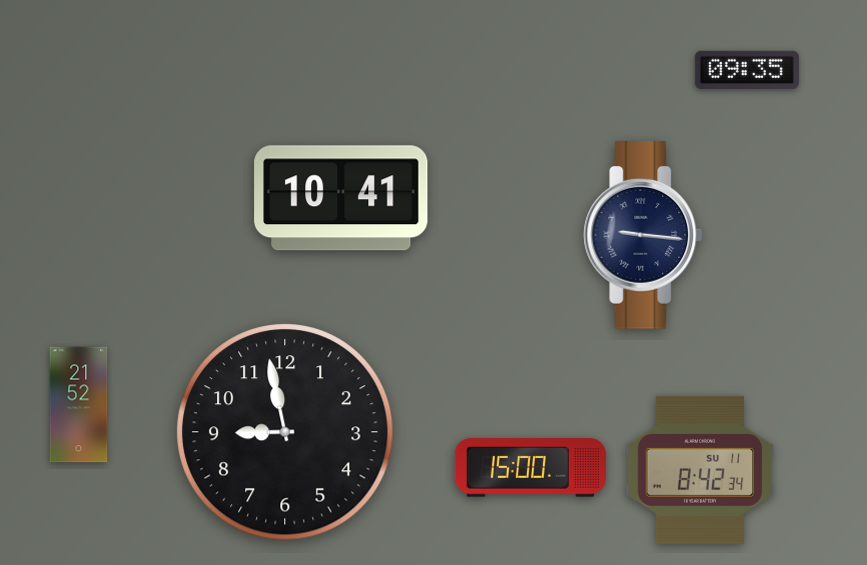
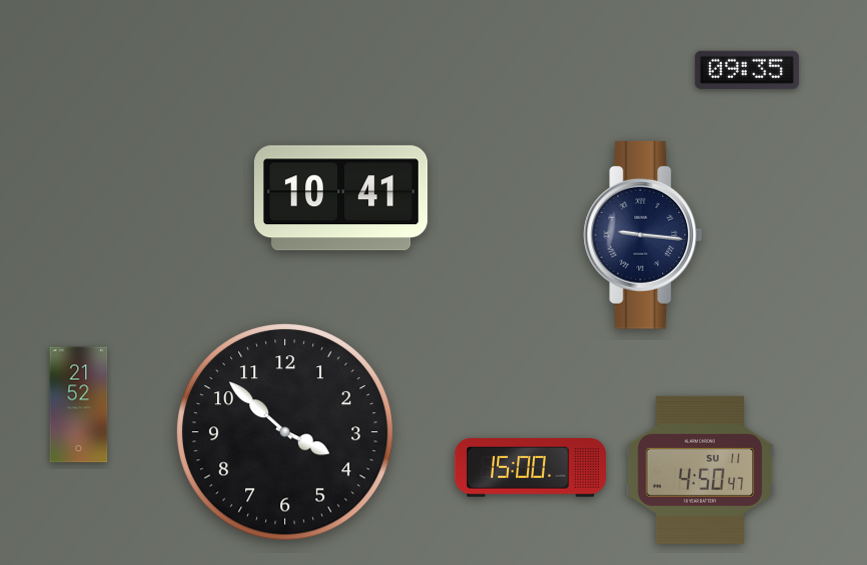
clock at (285, 432): 8:58 -> 3:52
clock at (700, 470): 8:42 -> 4:50
